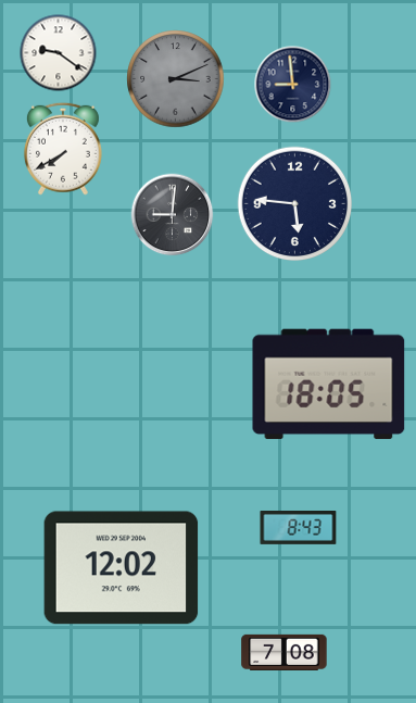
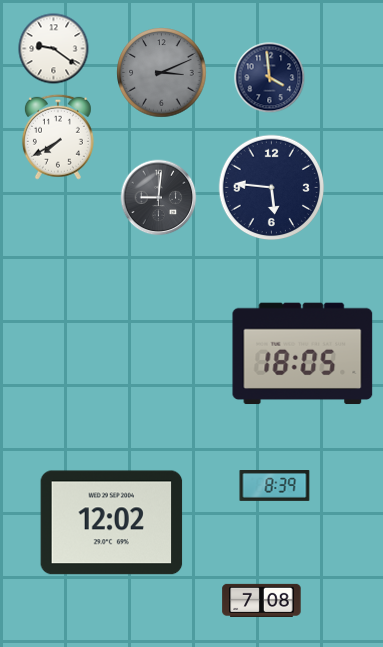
clock at (293, 85): 8:59 -> 3:59
clock at (299, 528): 8:43 -> 8:39
